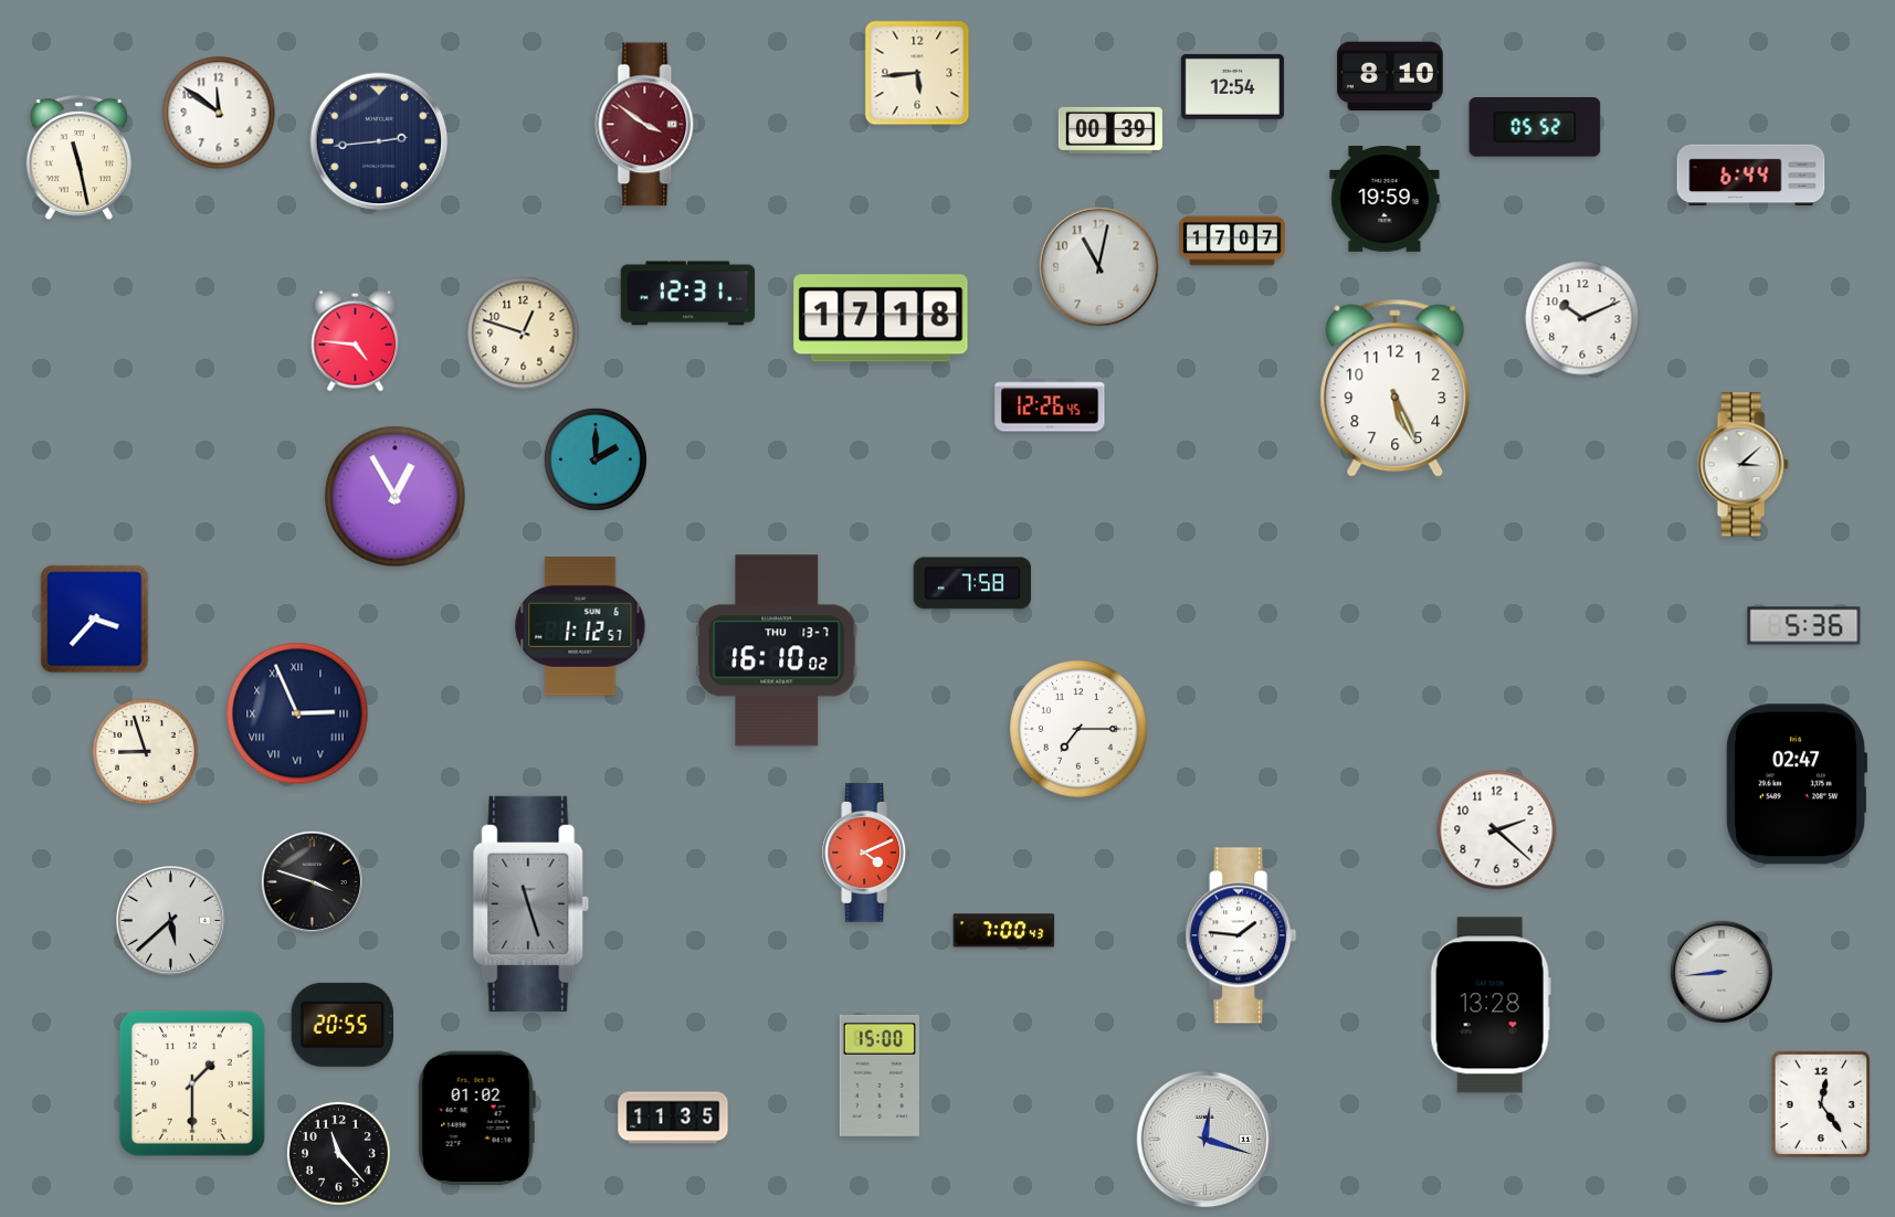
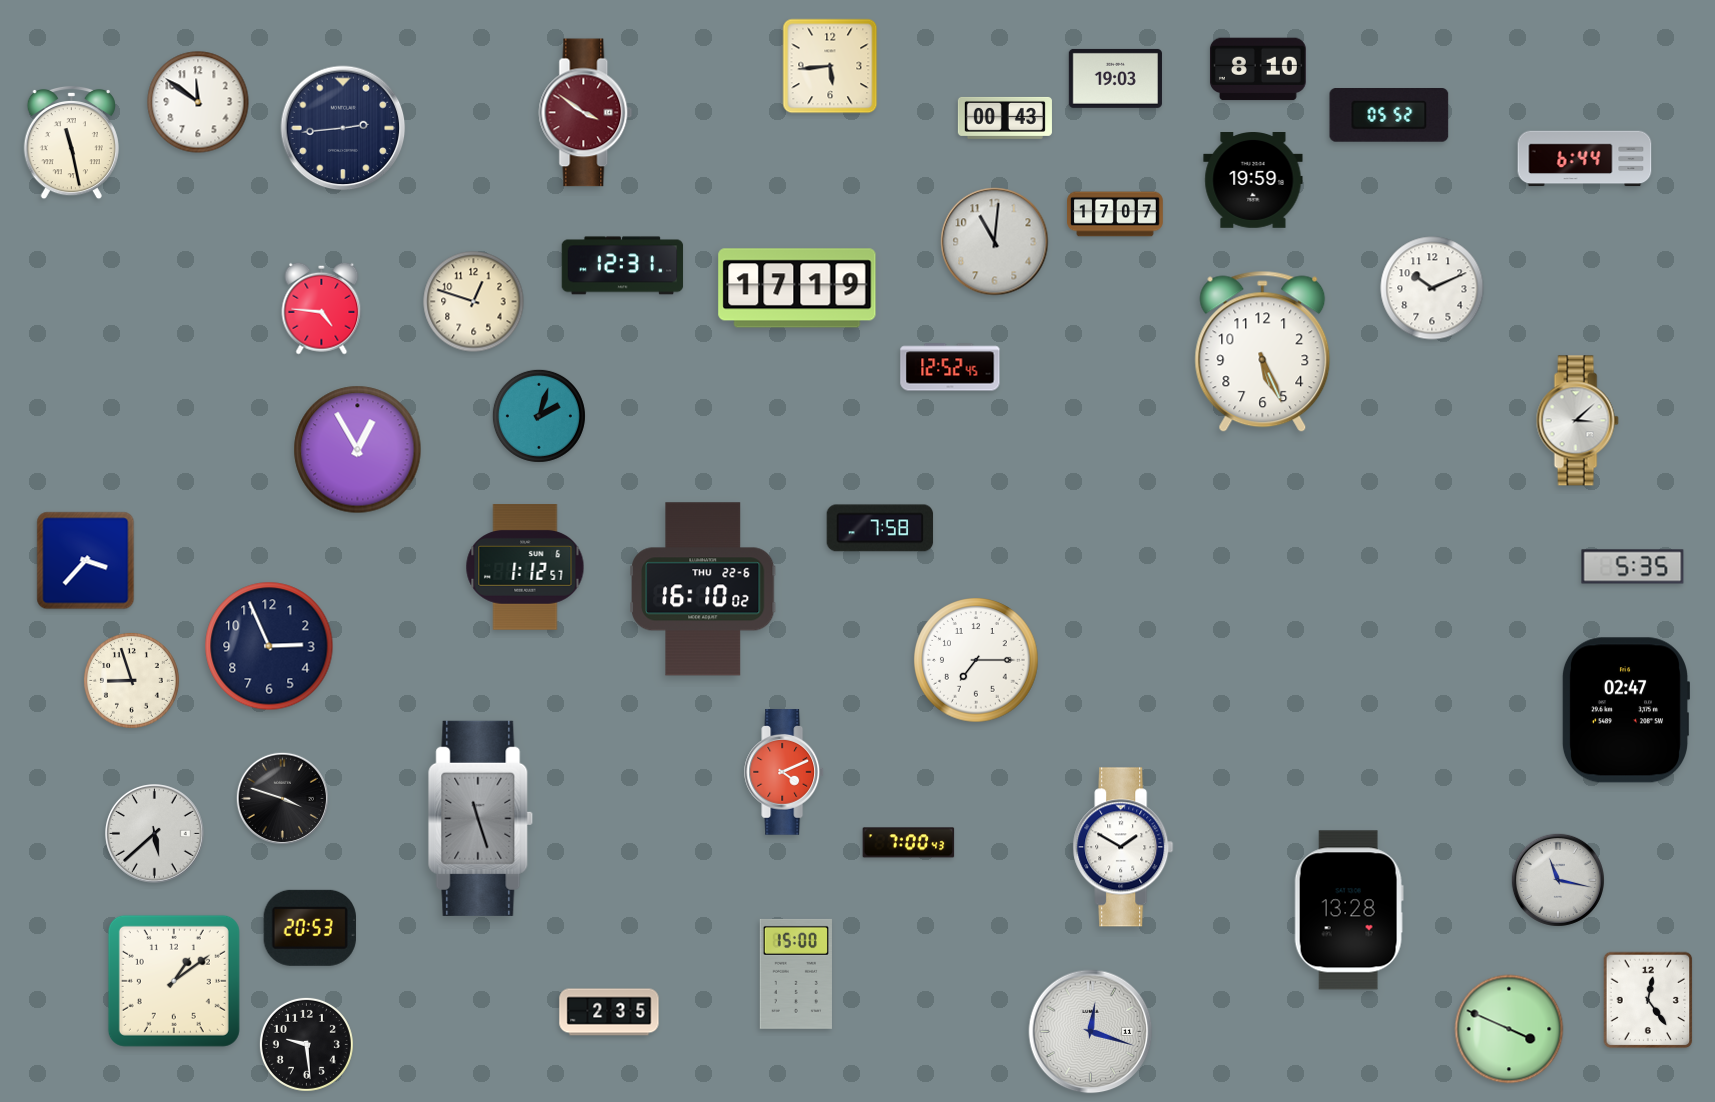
clock at (1232, 86): 12:54 -> 19:03
clock at (1110, 130): 00:39 -> 00:43
clock at (1232, 241) position: (1232, 241) -> (1115, 214)
clock at (1099, 267): 11:02 -> 11:01
clock at (881, 318): 17:18 -> 17:19
clock at (1050, 405): 12:26 -> 12:52
clock at (596, 459): 2:00 -> 2:03
clock at (1804, 626): 5:36 -> 5:35
clock at (778, 650) date: THU 13-7 -> THU 22-6
clock at (297, 713) numerals: Roman -> Arabic
clock at (1497, 830): 2:22 -> none
clock at (1241, 935): 1:46 -> 1:50
clock at (1722, 972): 8:44 -> 11:17
clock at (343, 1025): 20:55 -> 20:53
clock at (192, 1083): 1:30 -> 1:09
clock at (476, 1118): 01:02 -> none
clock at (673, 1118): 11:35 -> 2:35
clock at (1509, 1029): none -> 3:49
clock at (338, 1153): 11:23 -> 9:29
